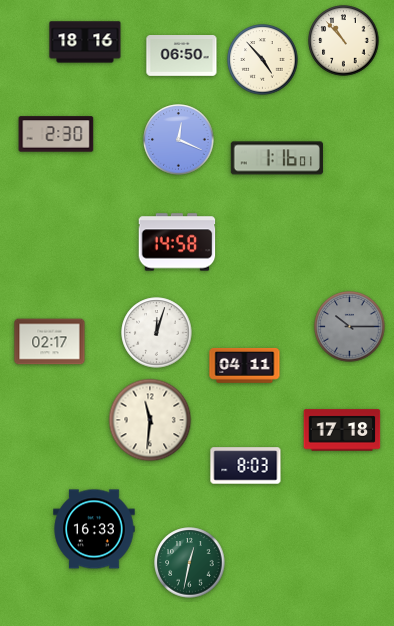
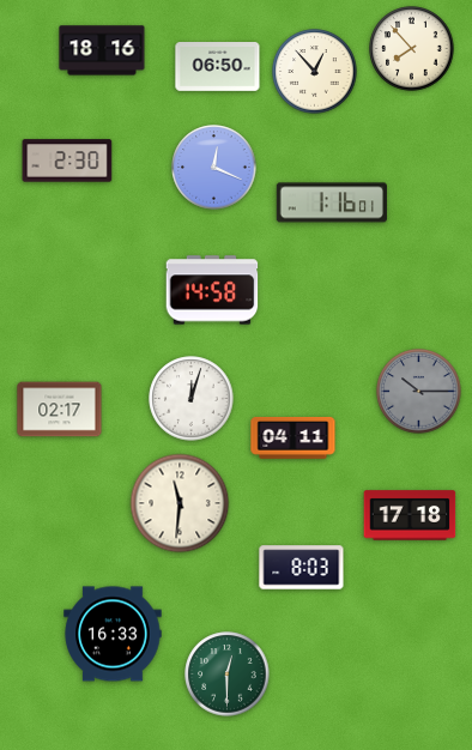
clock at (344, 41): 10:53 -> 7:53
clock at (263, 60): 4:53 -> 12:53
clock at (276, 158) position: (276, 158) -> (331, 202)
clock at (157, 333) position: (157, 333) -> (192, 399)
clock at (246, 466) position: (246, 466) -> (302, 568)
clock at (190, 563): 12:32 -> 12:30
